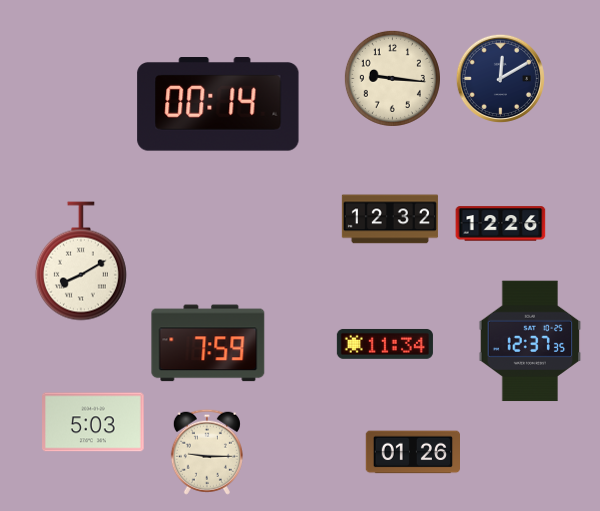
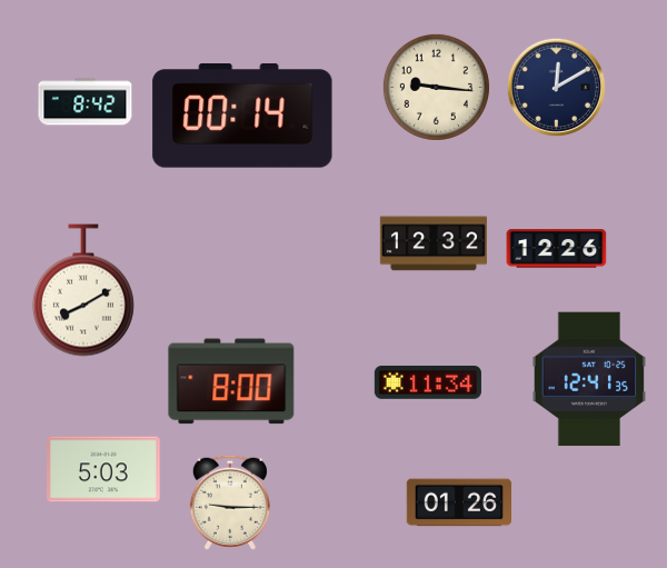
clock at (86, 102): none -> 8:42
clock at (81, 261) position: (81, 261) -> (83, 290)
clock at (530, 341): 12:37 -> 12:41
clock at (208, 343): 7:59 -> 8:00
